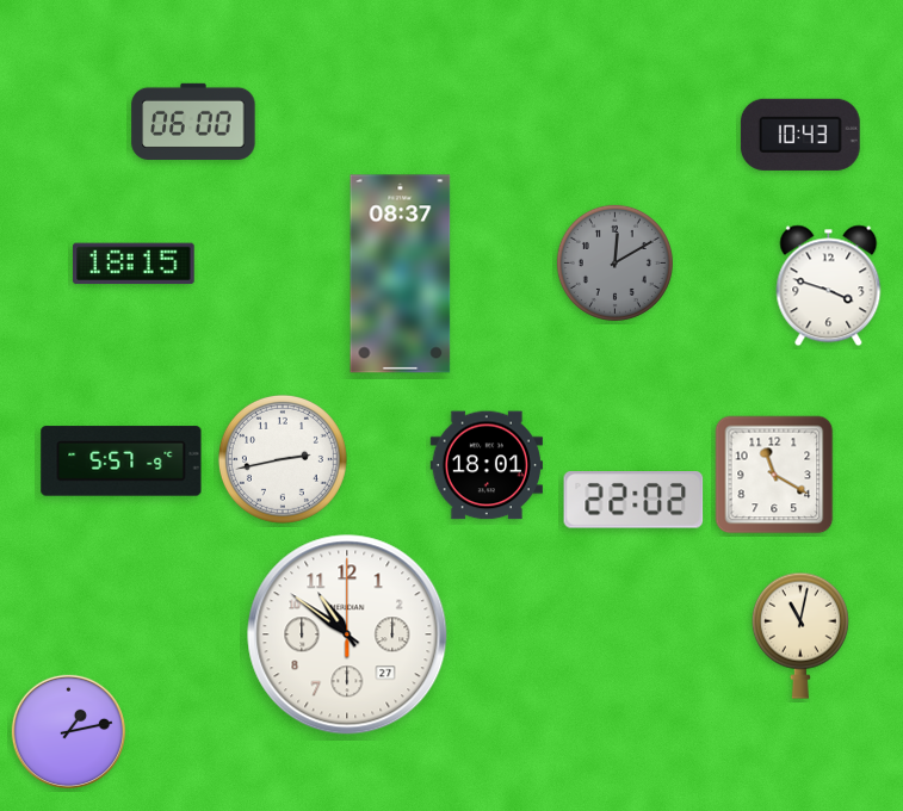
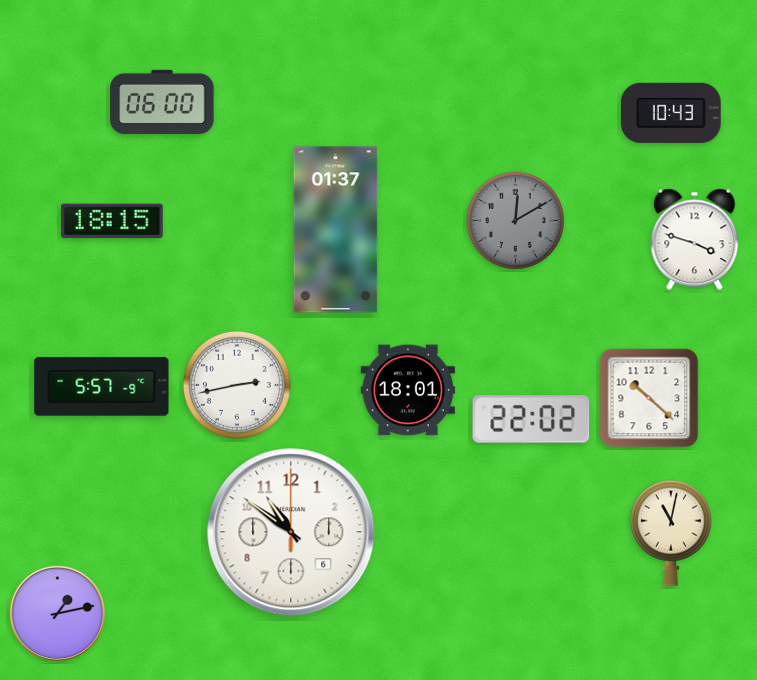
clock at (401, 274): 08:37 -> 01:37
clock at (774, 475): 11:20 -> 10:22
clock at (347, 634) date: 27 -> 6
